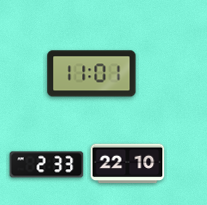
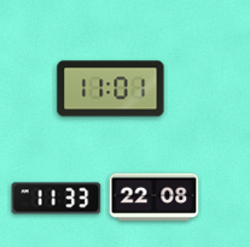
clock at (128, 164): 22:10 -> 22:08
clock at (47, 165): 2:33 -> 11:33
